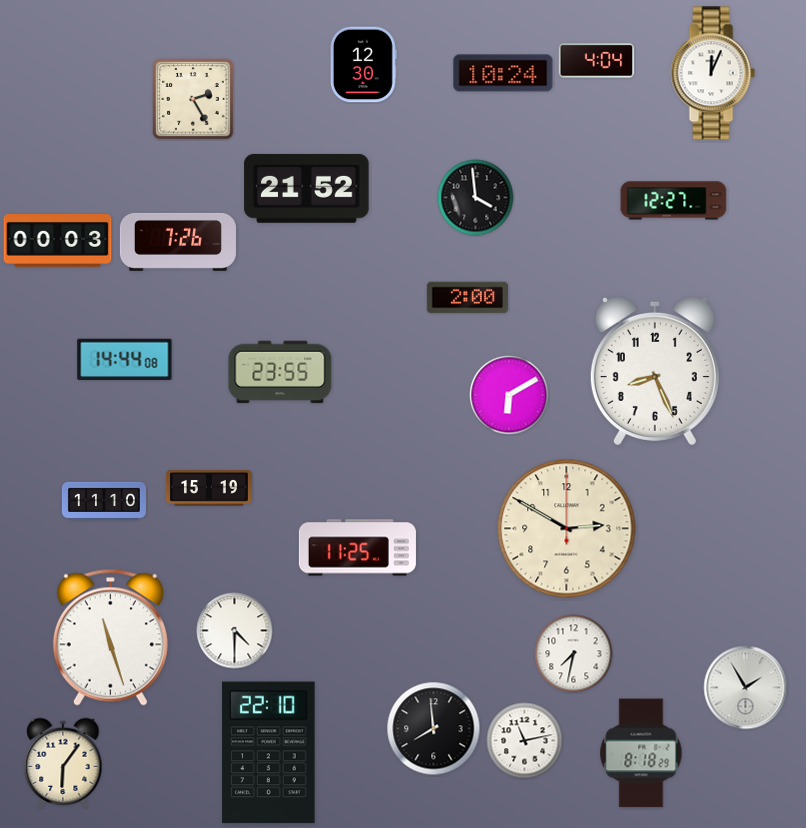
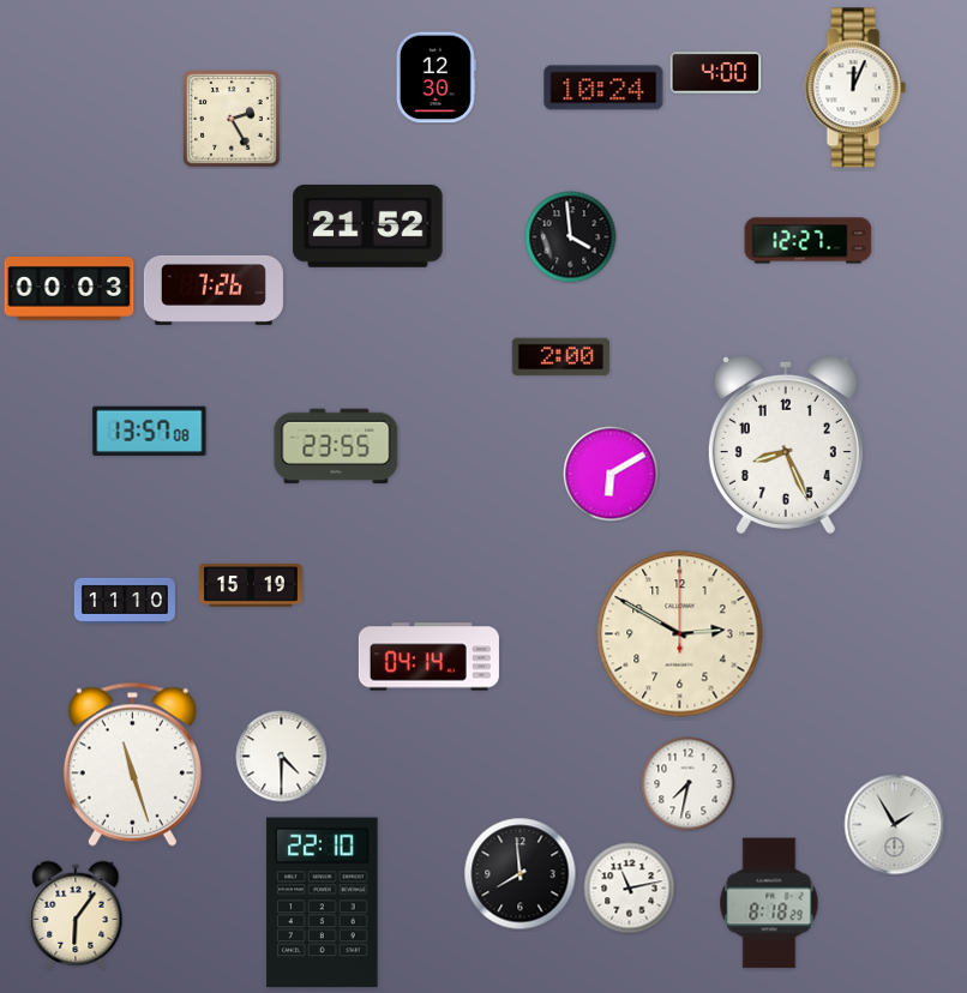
clock at (597, 61): 4:04 -> 4:00
clock at (125, 360): 14:44 -> 13:57
clock at (357, 548): 11:25 -> 04:14
